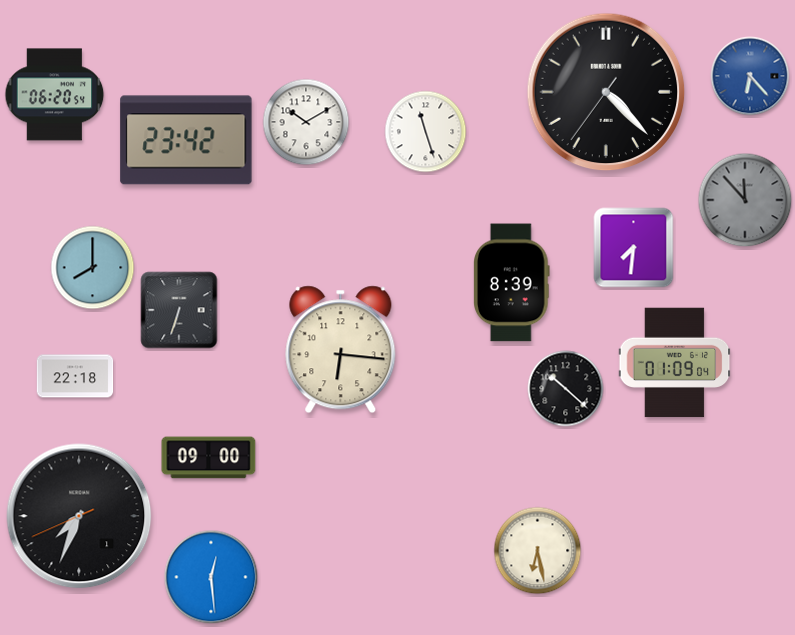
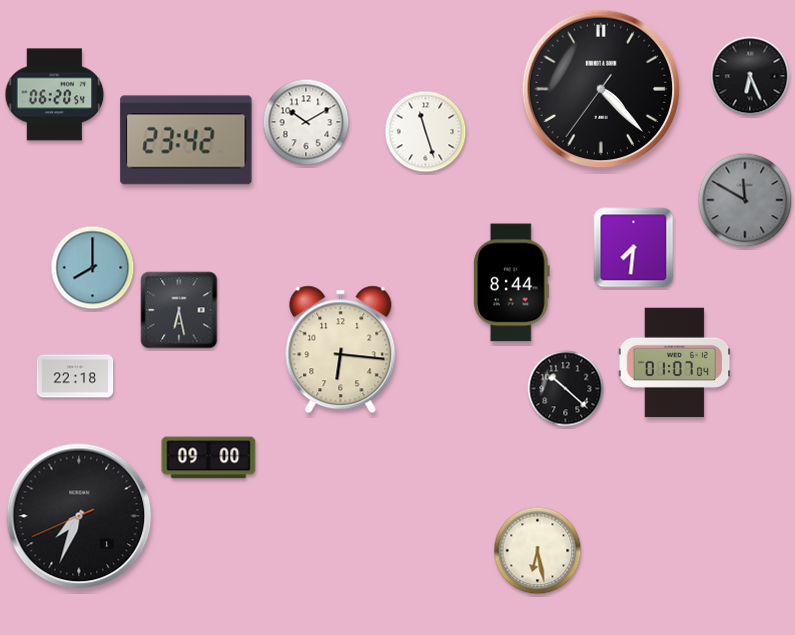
clock at (750, 76): 6:23 -> 6:26
clock at (750, 76) dial: blue -> black
clock at (606, 92) position: (606, 92) -> (601, 89)
clock at (745, 200): 11:53 -> 11:50
clock at (512, 283): 8:39 -> 8:44
clock at (179, 310): 6:33 -> 6:28
clock at (675, 363): 01:09 -> 01:07
clock at (211, 577): 12:29 -> none
